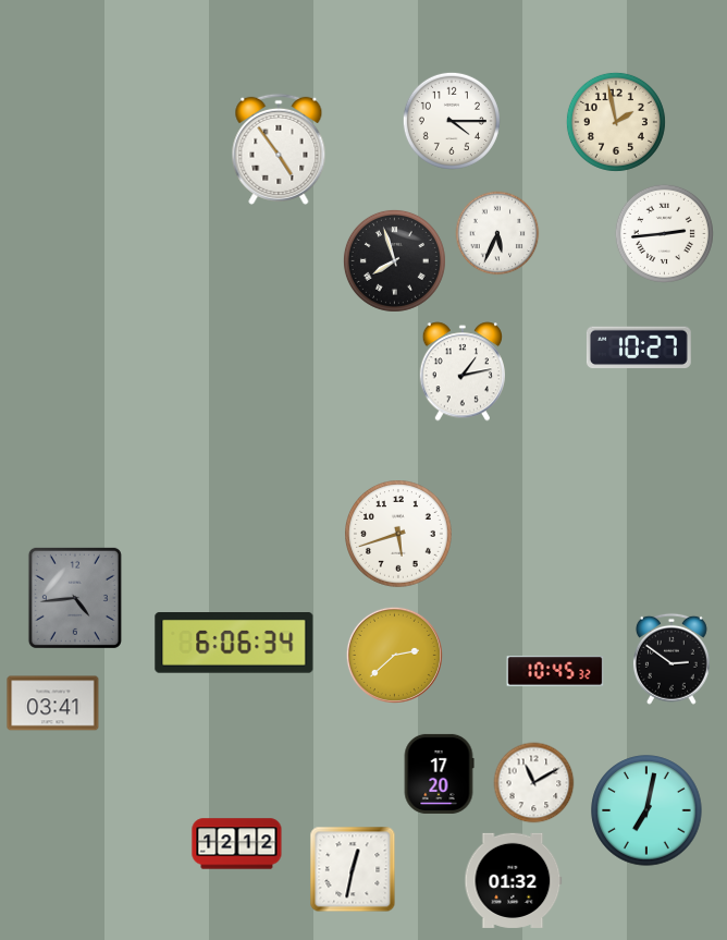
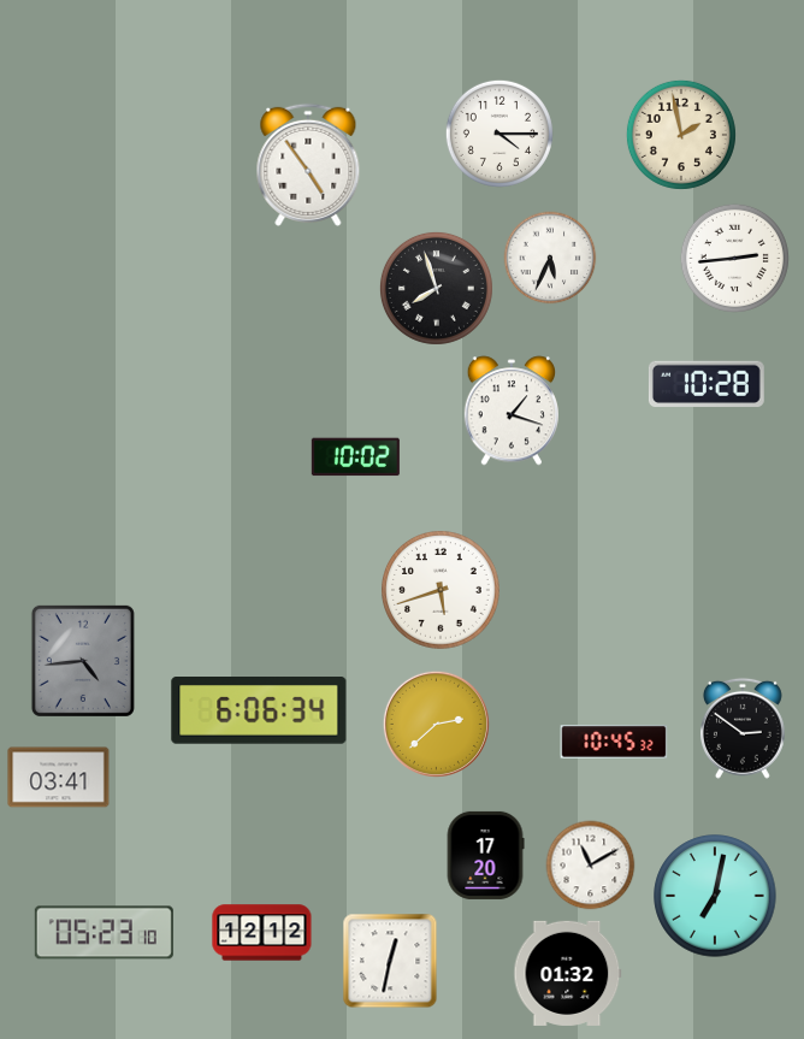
clock at (639, 346): 10:27 -> 10:28
clock at (461, 371): 1:13 -> 1:18
clock at (355, 457): none -> 10:02
clock at (104, 933): none -> 05:23
